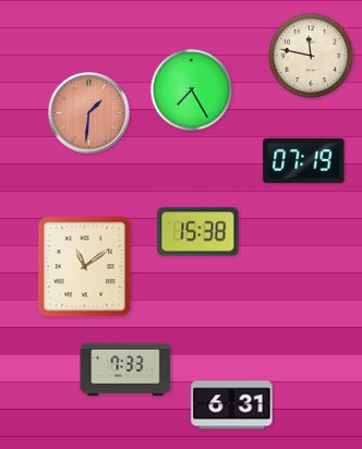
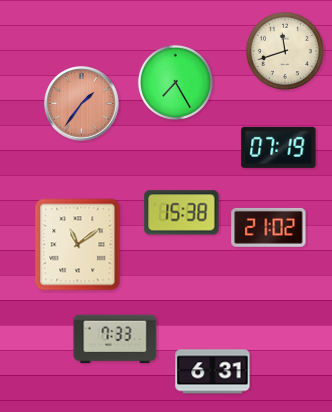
clock at (311, 56): 11:47 -> 11:42
clock at (89, 113): 1:31 -> 1:36
clock at (269, 227): none -> 21:02
